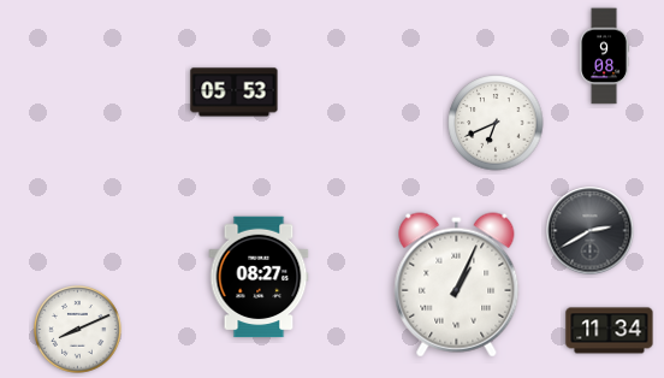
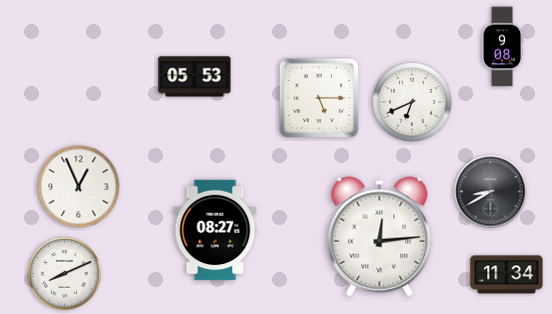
clock at (319, 98): none -> 5:15
clock at (79, 187): none -> 12:56
clock at (591, 231): 2:40 -> 8:40
clock at (457, 285): 1:04 -> 12:14
